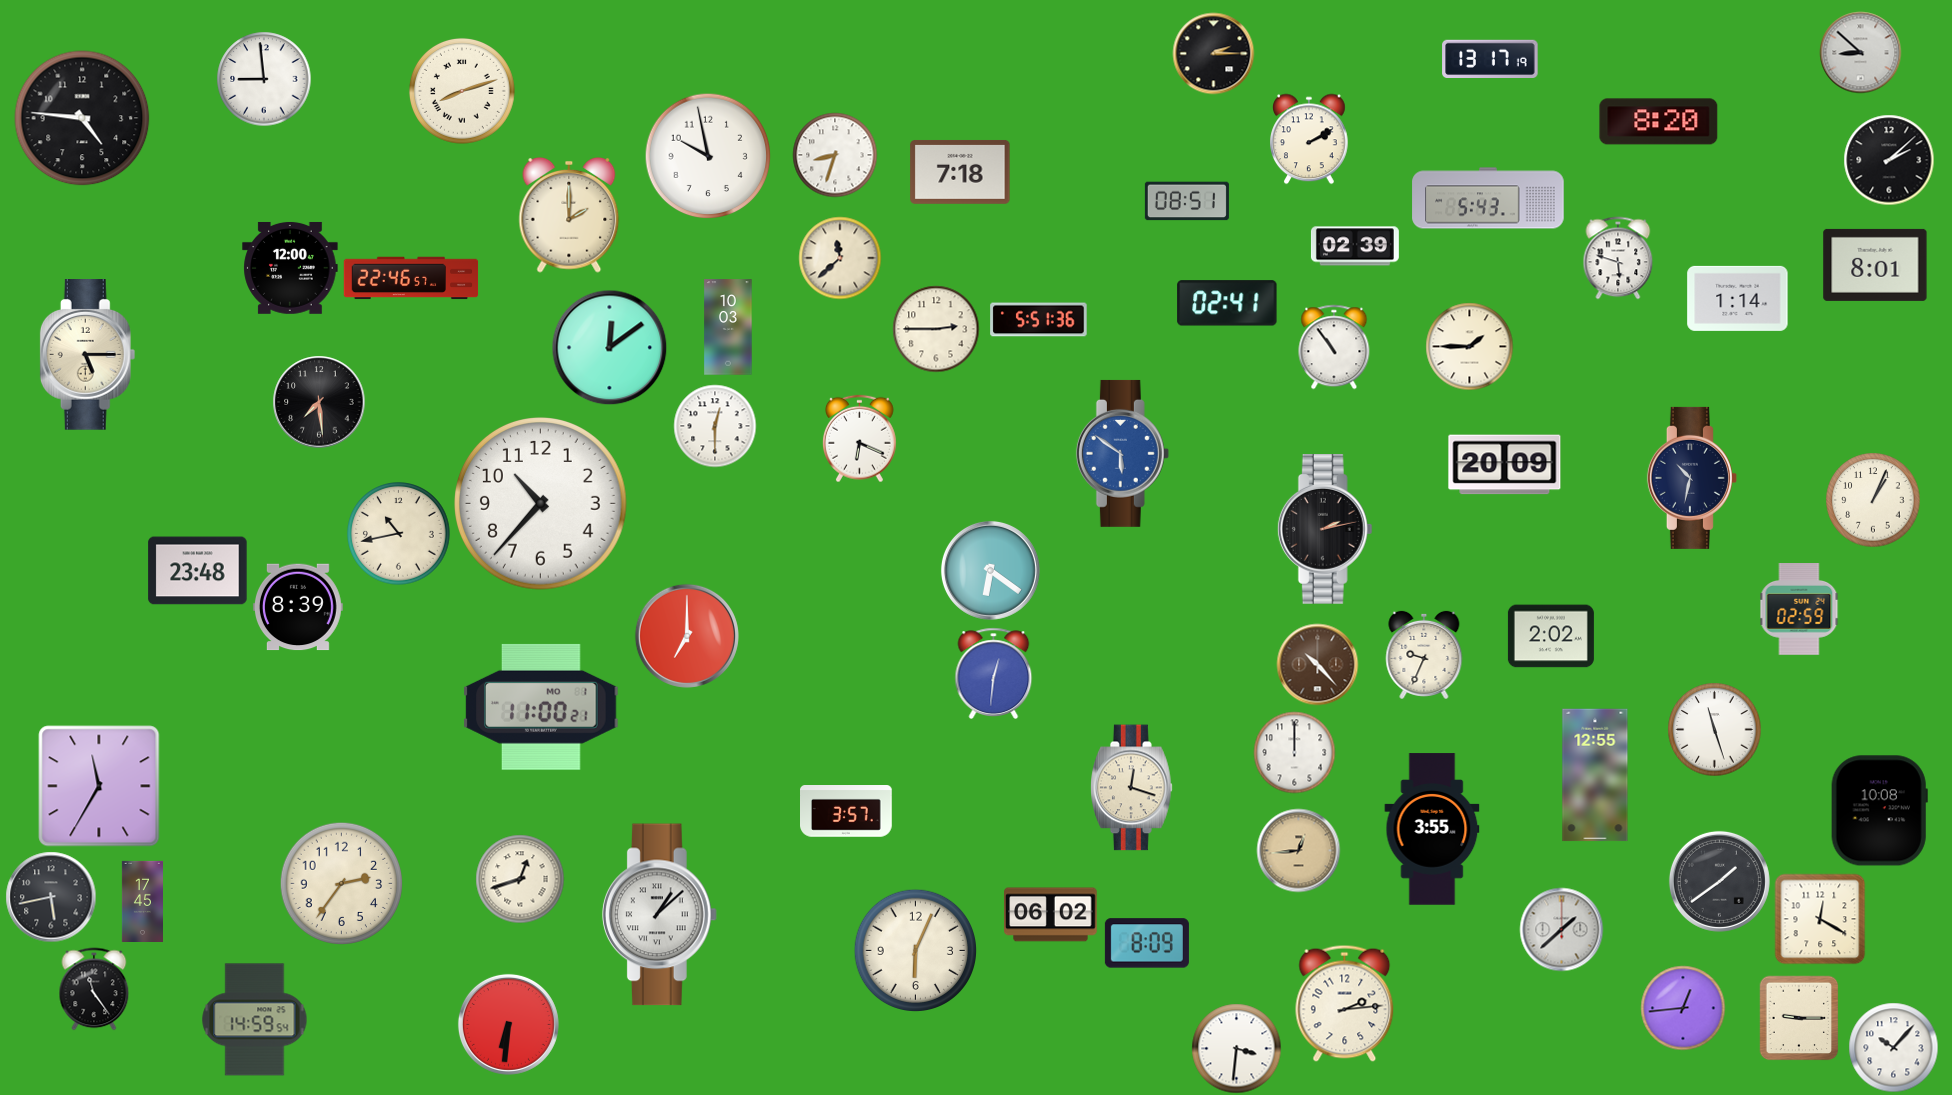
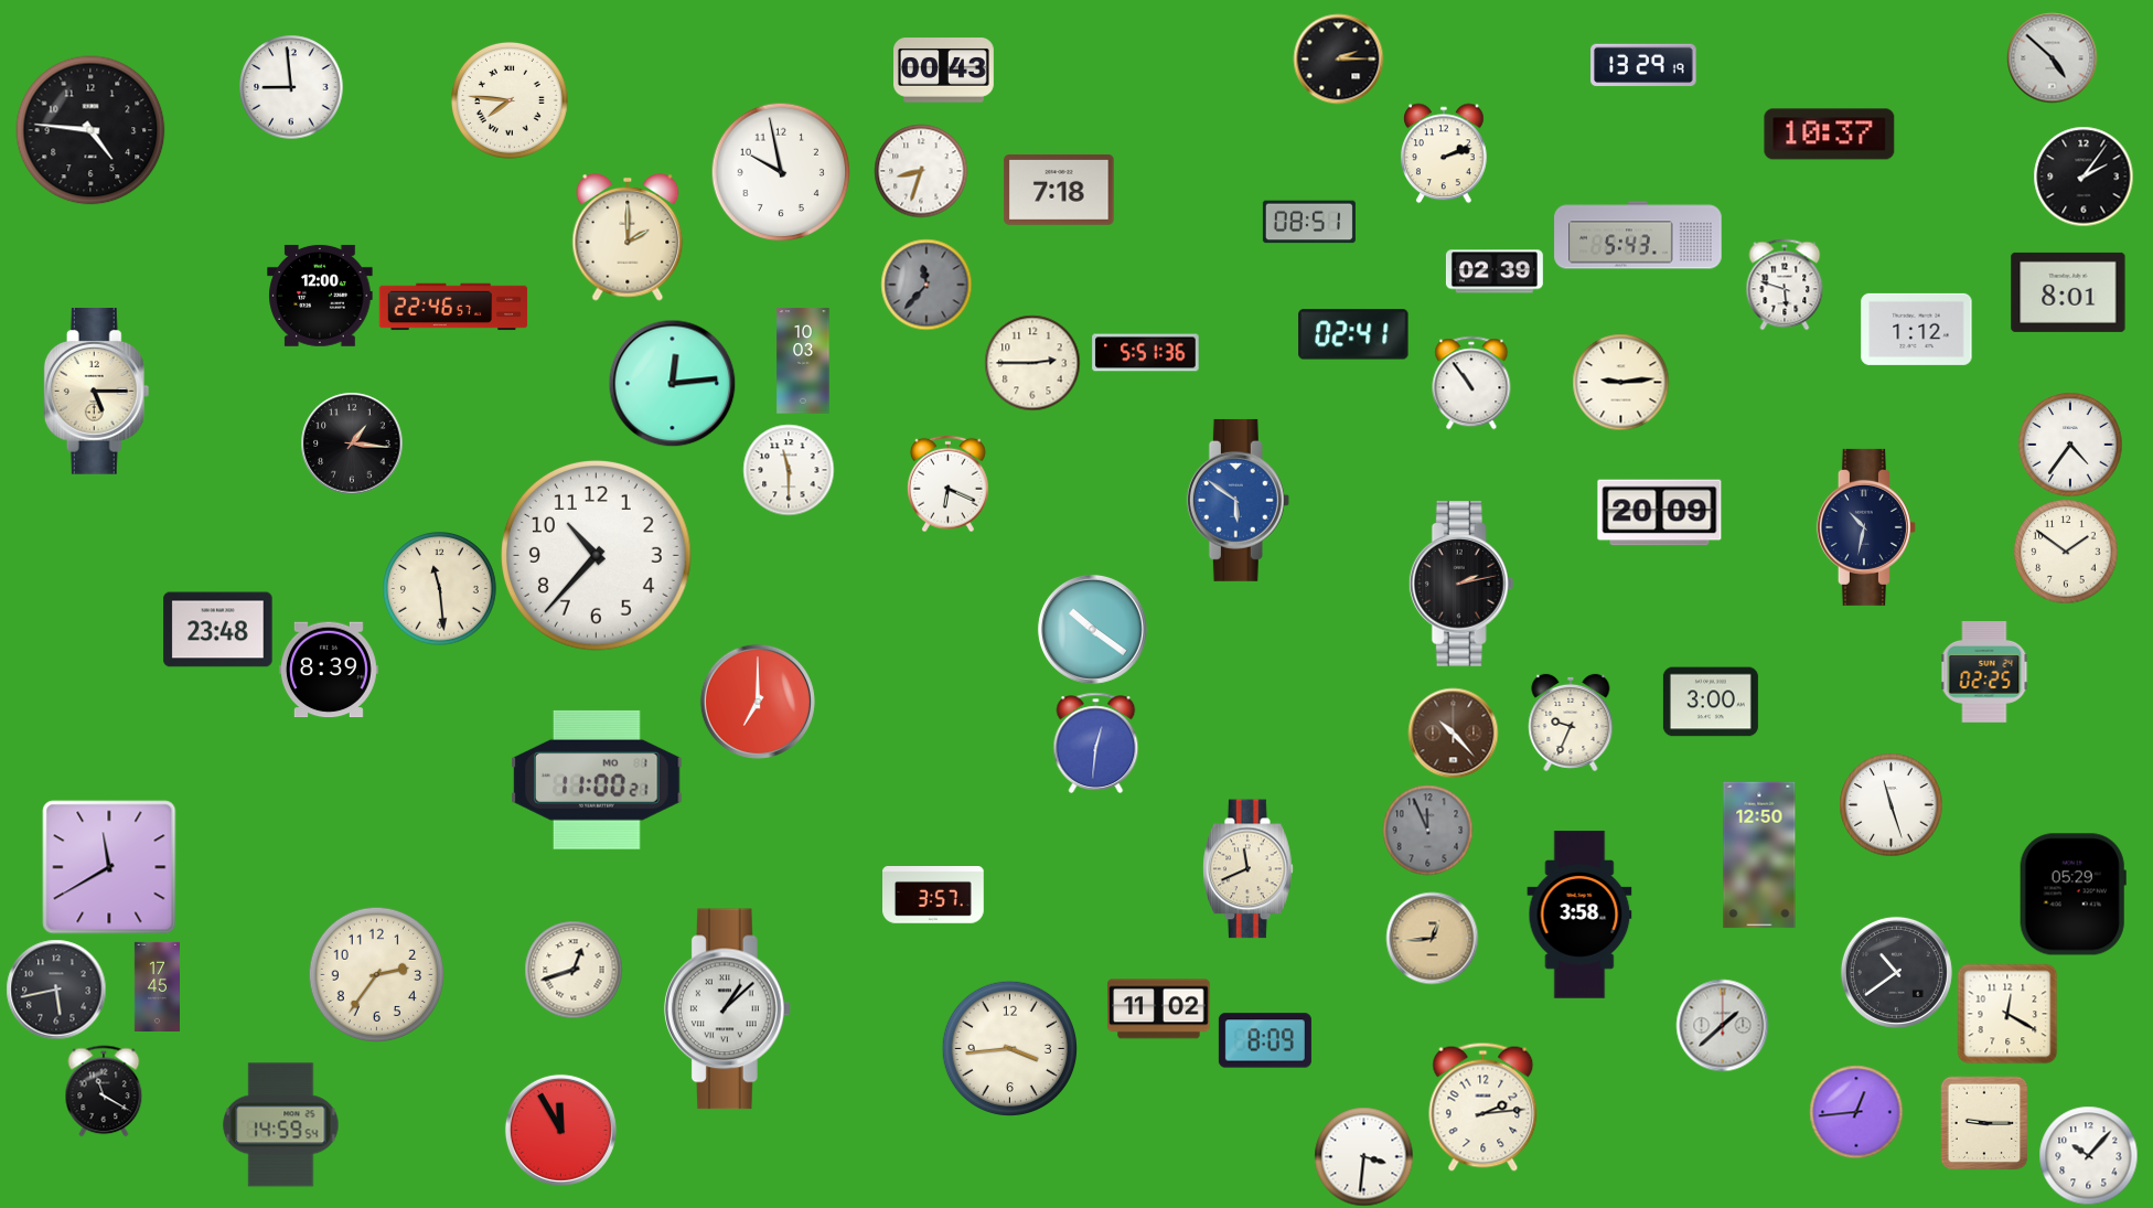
clock at (1860, 52): 8:52 -> 4:52
clock at (1490, 59): 13:17 -> 13:29
clock at (944, 71): none -> 00:43
clock at (462, 91): 8:12 -> 7:46
clock at (1659, 122): 8:20 -> 10:37
clock at (1310, 139): 2:10 -> 2:12
clock at (1889, 160): 2:08 -> 2:06
clock at (1488, 198) position: (1488, 198) -> (1638, 235)
clock at (840, 258): 11:38 -> 11:37
clock at (840, 258) dial: cream -> grey
clock at (1738, 298): 1:14 -> 1:12
clock at (1469, 346): 1:45 -> 9:14
clock at (609, 347): 12:09 -> 12:14
clock at (319, 402): 7:29 -> 1:16
clock at (2070, 445): none -> 4:36
clock at (715, 426): 12:30 -> 11:30
clock at (1873, 500): 1:04 -> 1:51
clock at (399, 534): 10:43 -> 11:29
clock at (990, 570): 6:21 -> 10:21
clock at (1799, 610): 02:59 -> 02:25
clock at (1551, 636): 2:02 -> 3:00
clock at (1294, 752): 12:00 -> 11:56
clock at (1294, 752) dial: white -> grey
clock at (1595, 775): 12:55 -> 12:50
clock at (99, 786): 11:35 -> 11:40
clock at (1132, 788): 12:18 -> 11:41
clock at (1879, 811): 10:08 -> 05:29
clock at (1432, 829): 3:55 -> 3:58
clock at (1719, 881): 1:39 -> 10:39
clock at (142, 901) position: (142, 901) -> (157, 986)
clock at (1051, 915): 06:02 -> 11:02
clock at (915, 950): 6:04 -> 3:44
clock at (94, 989): 11:24 -> 11:20
clock at (508, 1024): 6:31 -> 11:55
